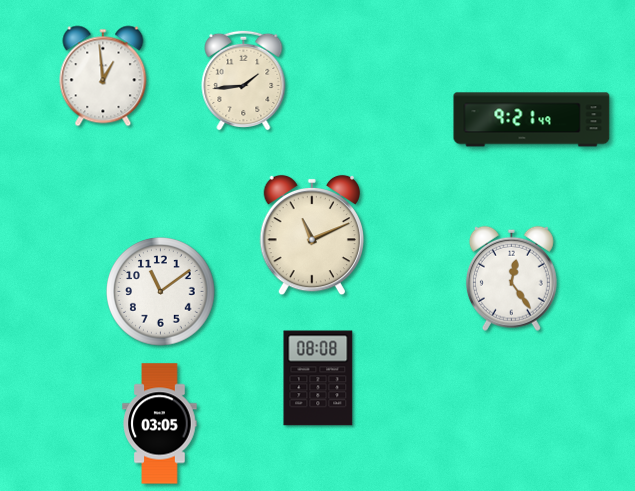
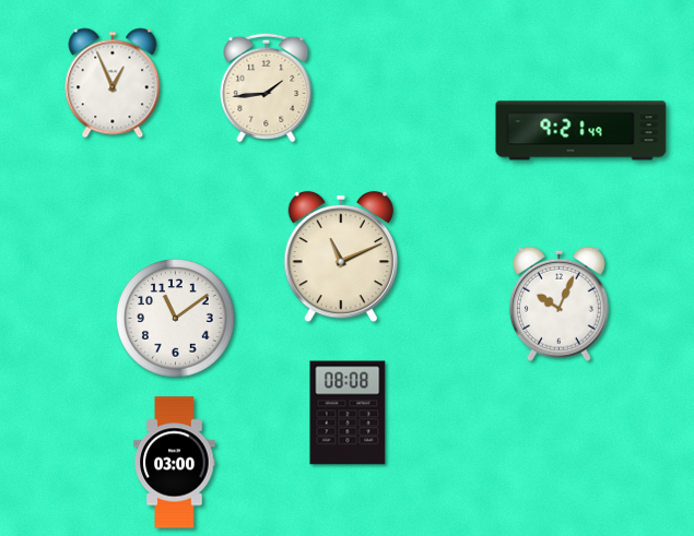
clock at (103, 76): 12:59 -> 12:56
clock at (511, 278): 12:24 -> 10:04
clock at (160, 424): 03:05 -> 03:00
